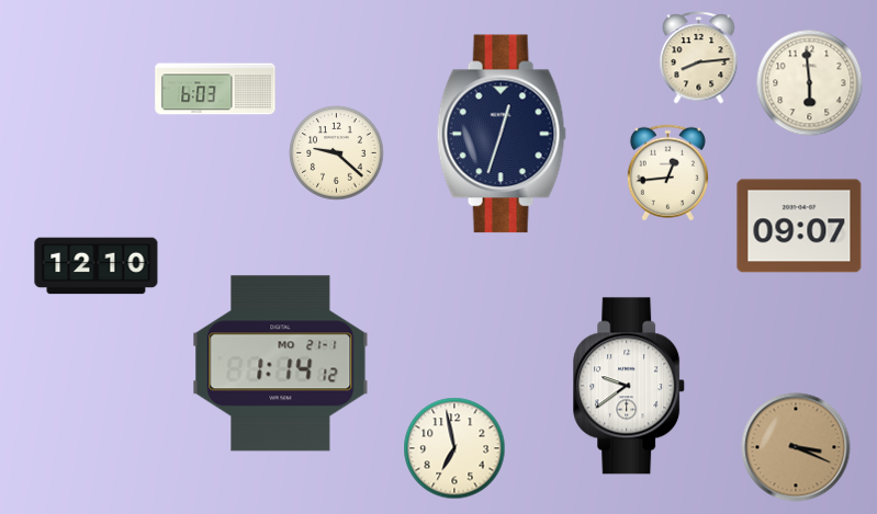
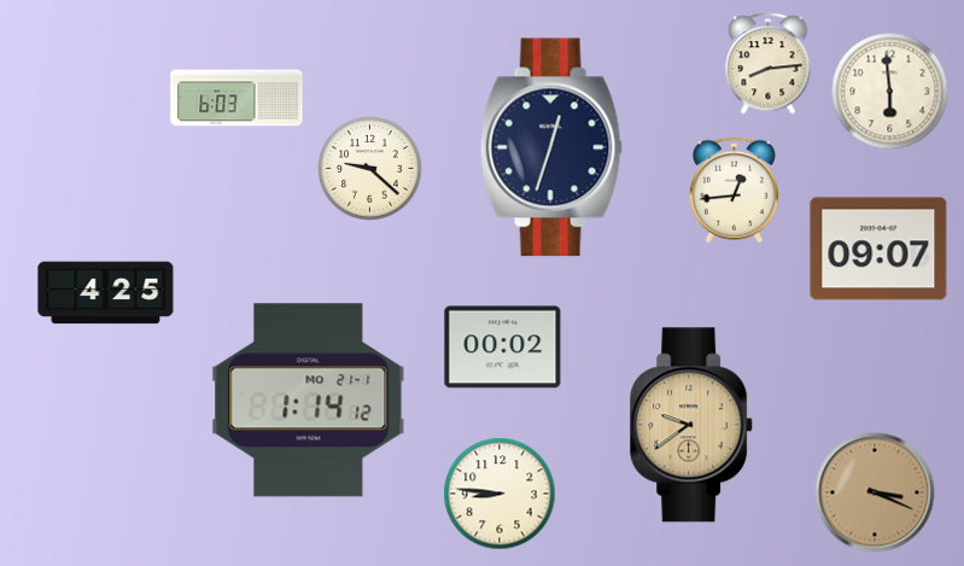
clock at (97, 266): 12:10 -> 4:25
clock at (503, 348): none -> 00:02
clock at (630, 386) dial: white -> champagne
clock at (454, 448): 6:58 -> 8:46
